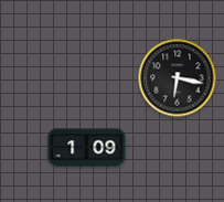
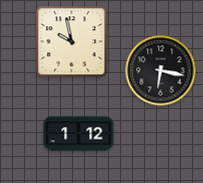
clock at (72, 42): none -> 9:58
clock at (87, 148): 1:09 -> 1:12
